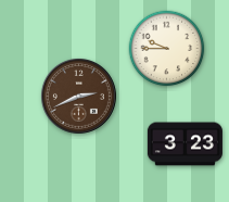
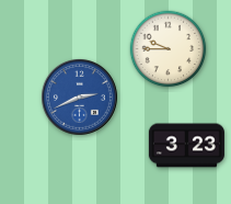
clock at (78, 96) dial: brown -> blue
